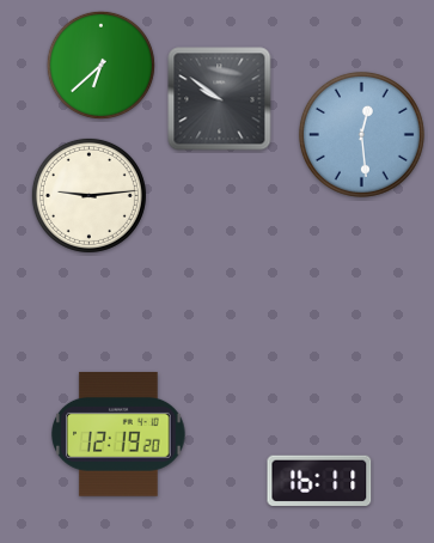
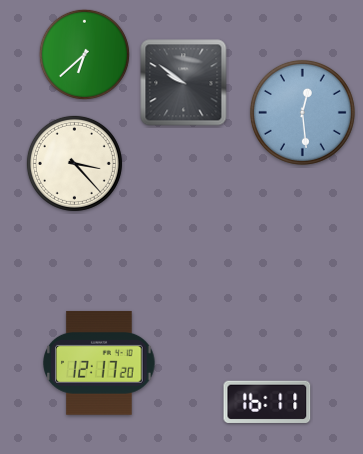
clock at (88, 195): 9:14 -> 3:23
clock at (118, 434): 12:19 -> 12:17
